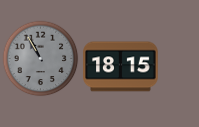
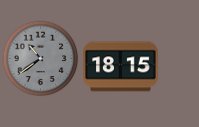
clock at (41, 59): 10:55 -> 10:39
